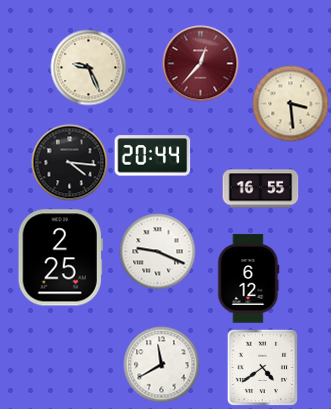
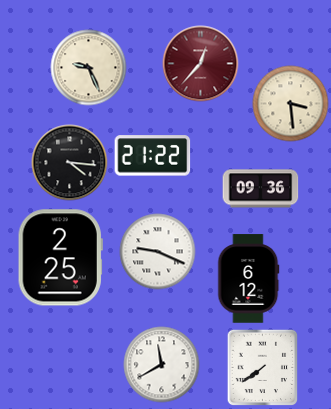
clock at (153, 156): 20:44 -> 21:22
clock at (261, 189): 16:55 -> 09:36
clock at (263, 367): 4:39 -> 7:39
